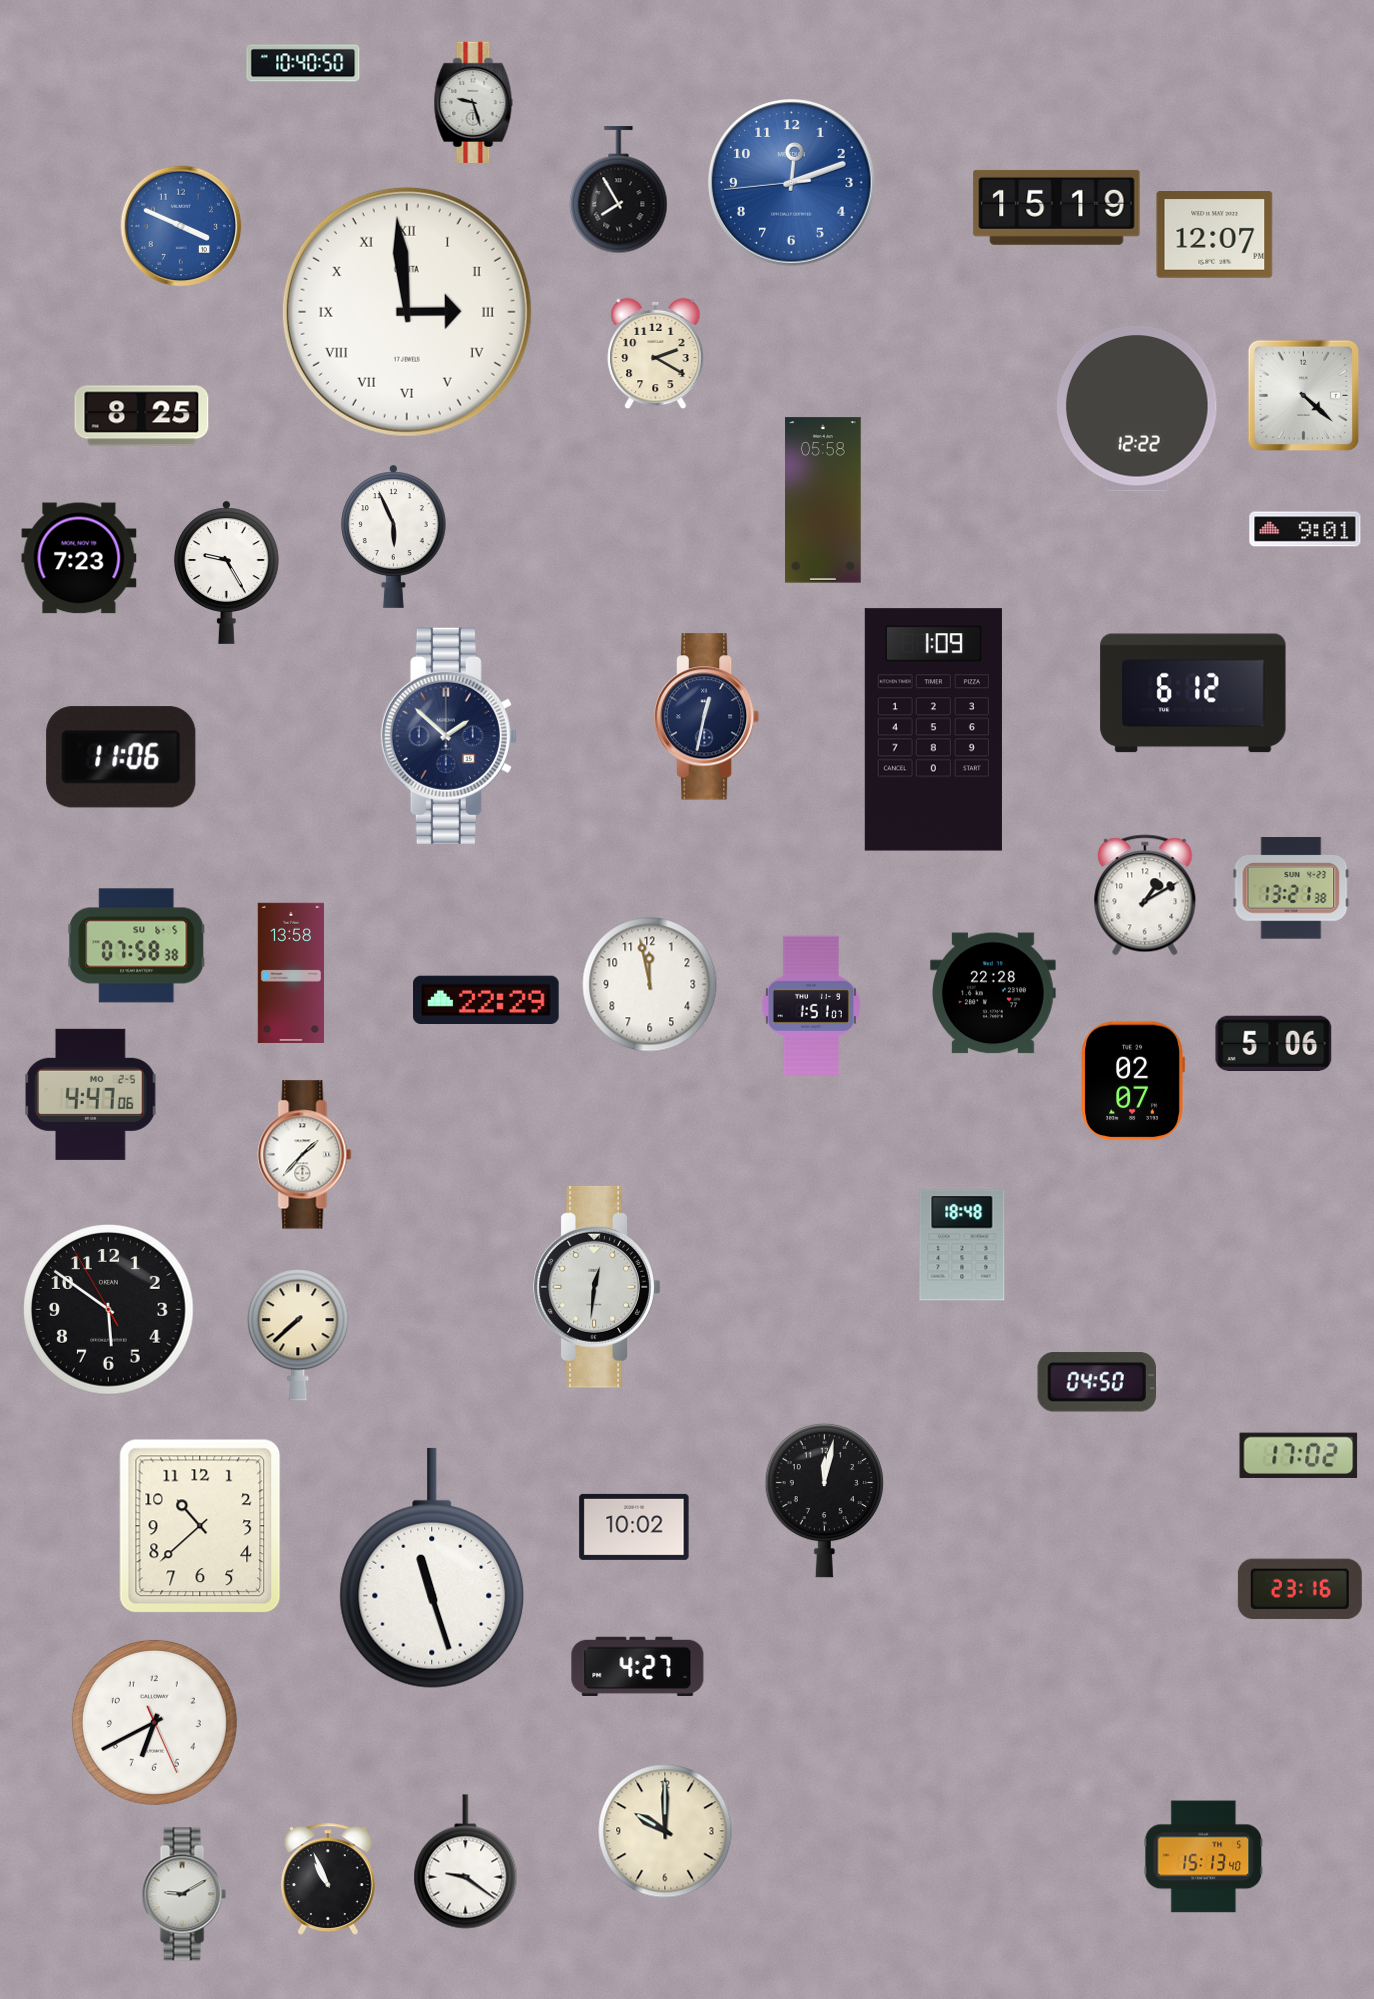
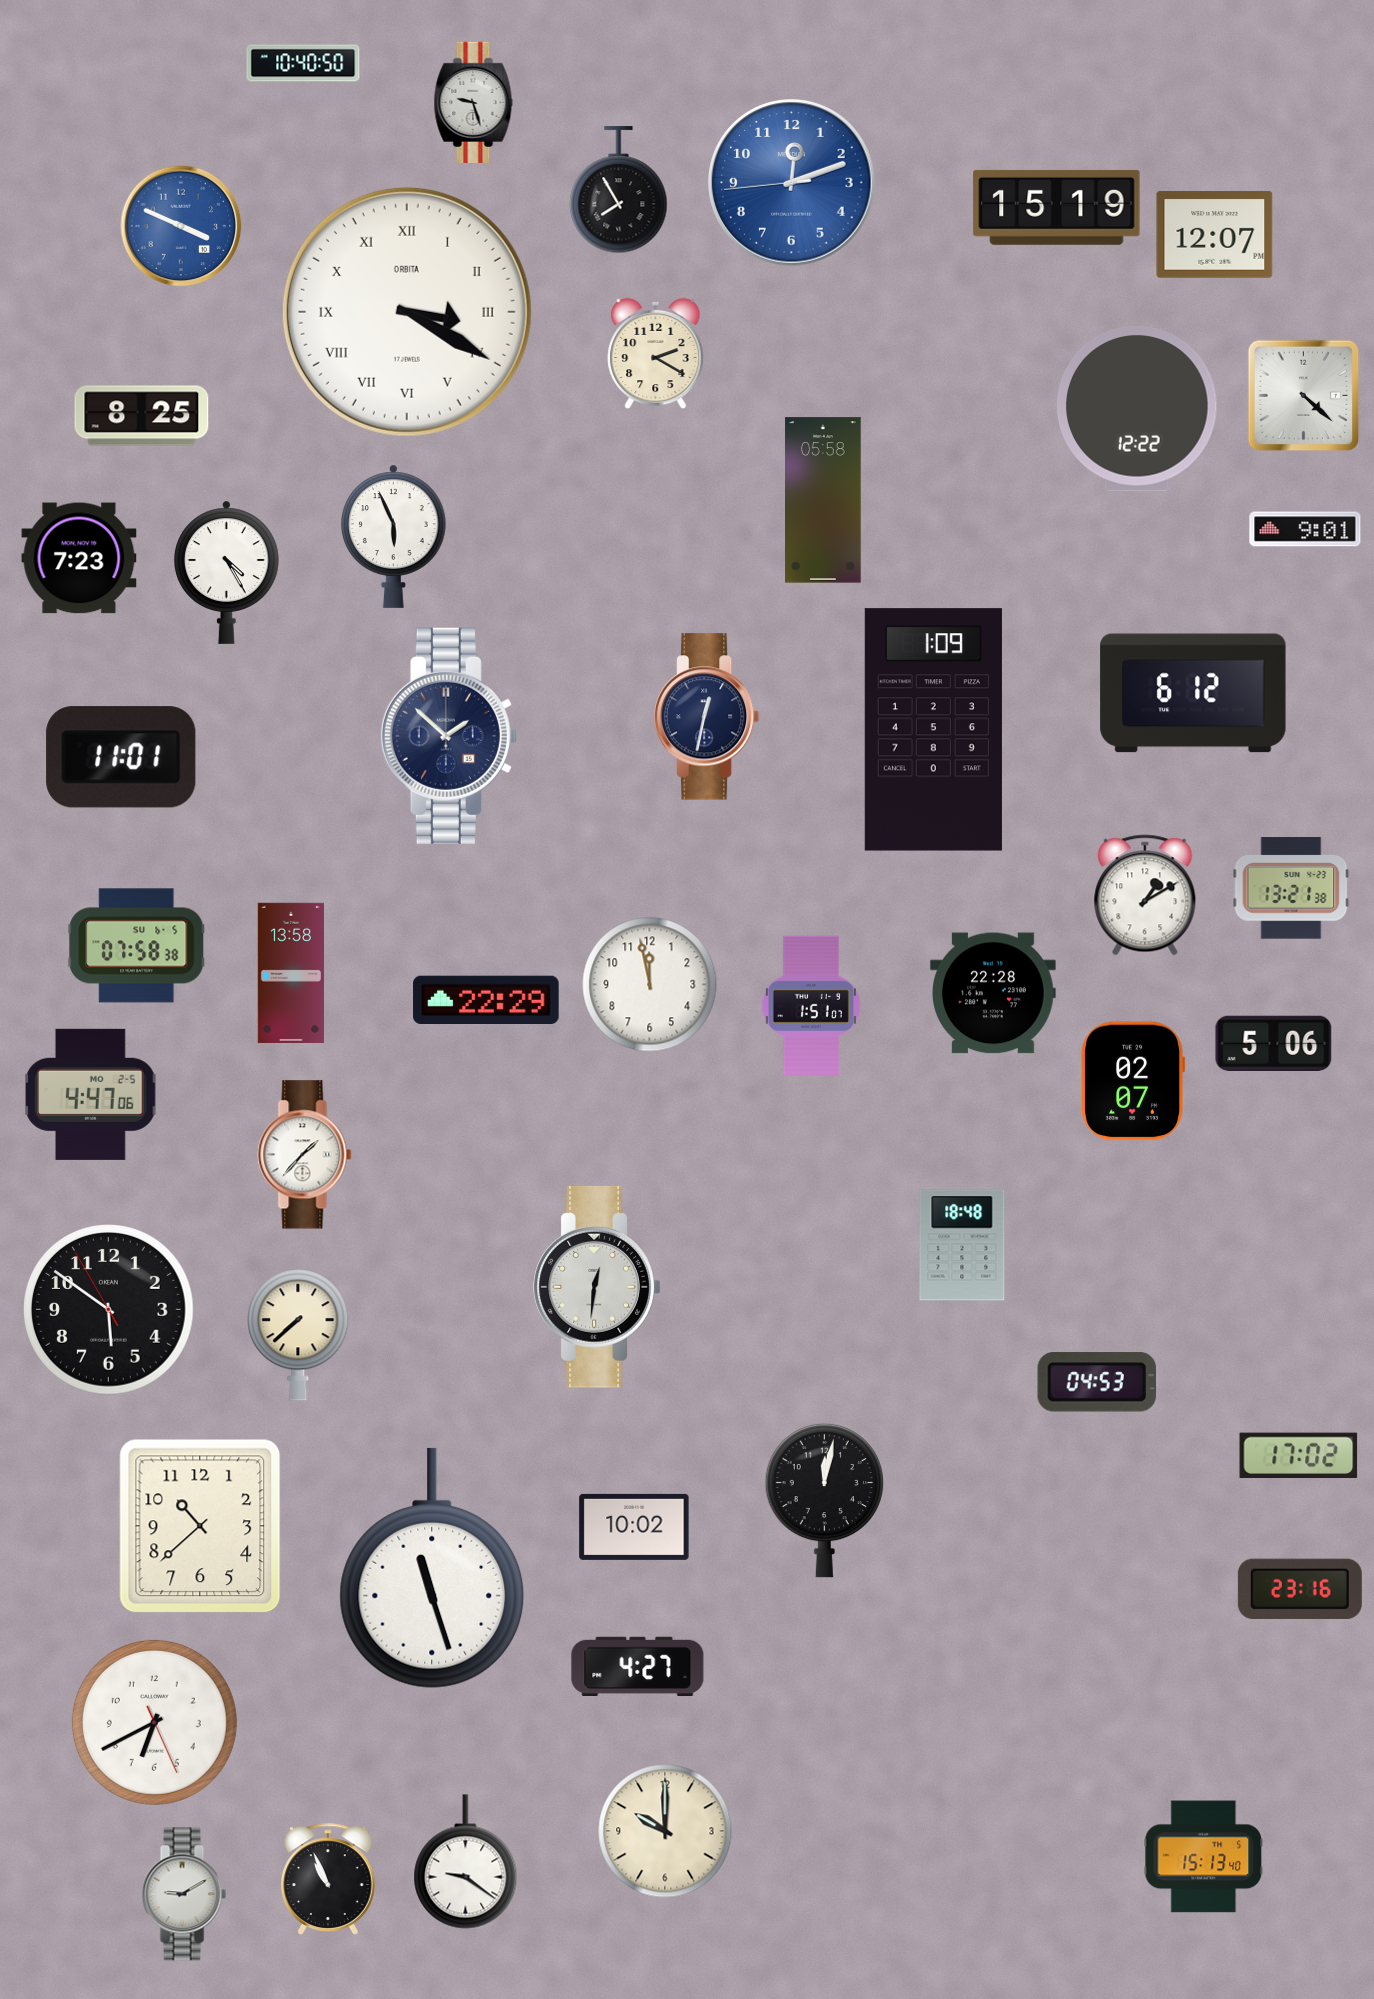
clock at (407, 312): 2:59 -> 3:20
clock at (227, 572): 9:25 -> 4:25
clock at (121, 757): 11:06 -> 11:01
clock at (1096, 1382): 04:50 -> 04:53
